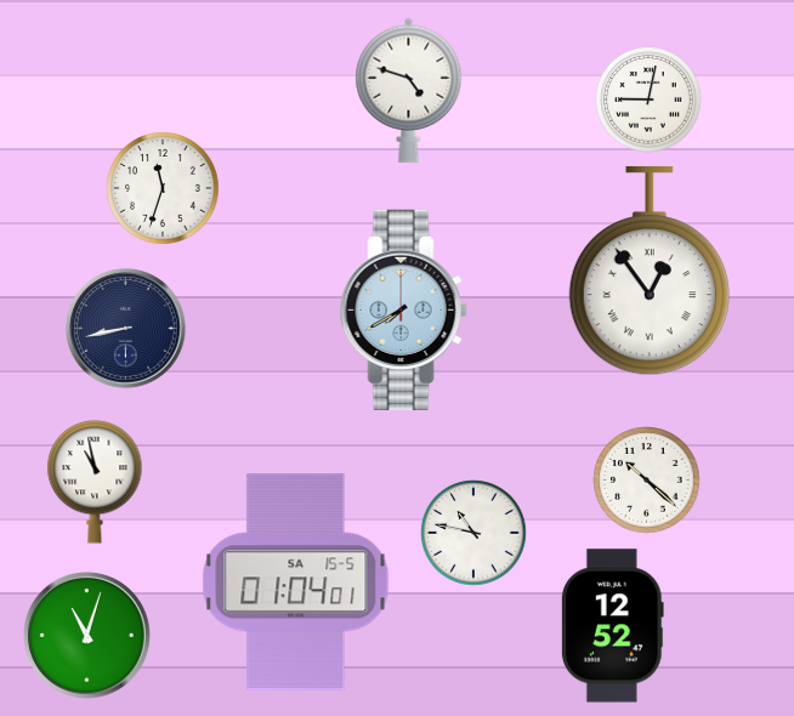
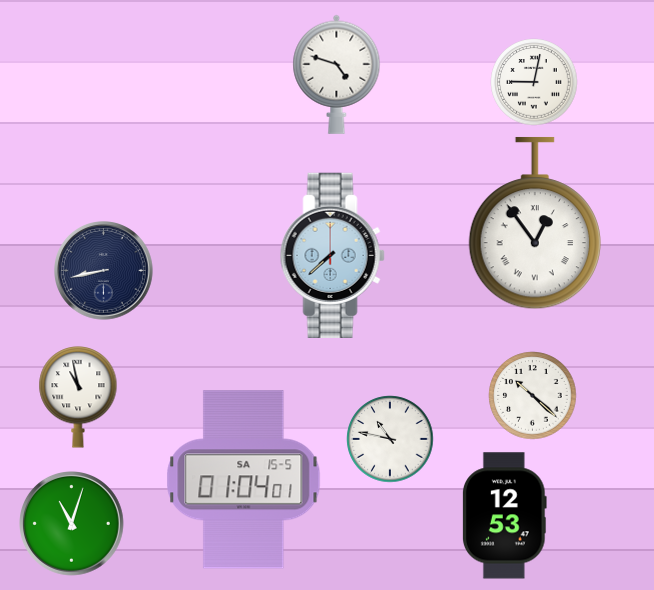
clock at (163, 188): 11:33 -> none
clock at (403, 309): 7:40 -> 7:38
clock at (613, 626): 12:52 -> 12:53
